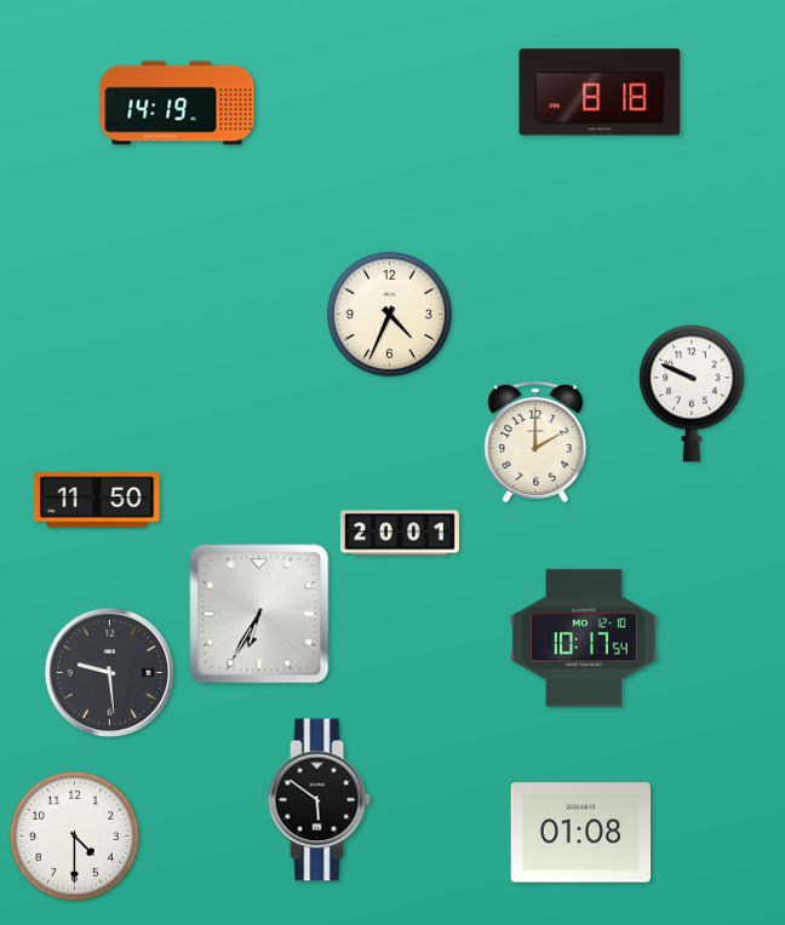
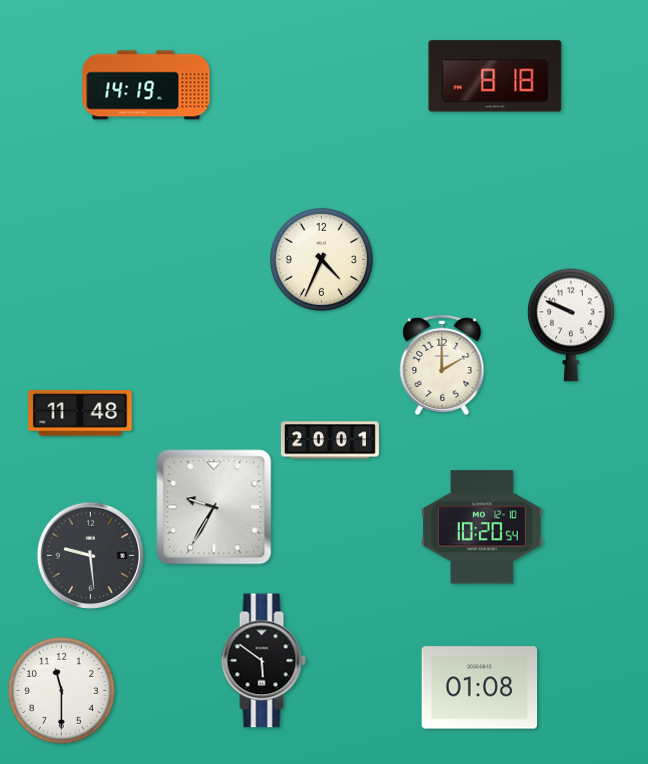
clock at (97, 500): 11:50 -> 11:48
clock at (259, 614): 6:35 -> 9:35
clock at (585, 638): 10:17 -> 10:20
clock at (75, 837): 4:30 -> 11:30
